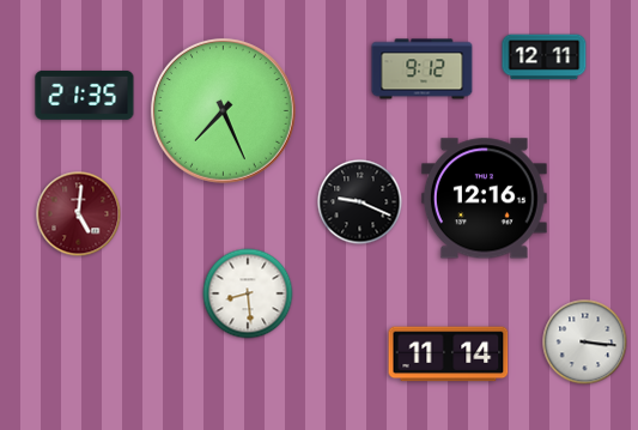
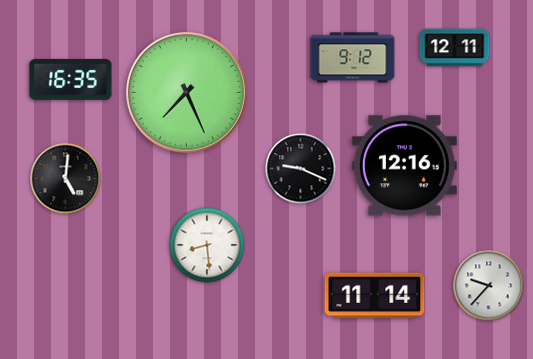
clock at (85, 95): 21:35 -> 16:35
clock at (79, 214) dial: burgundy -> black
clock at (585, 343): 3:16 -> 9:37
